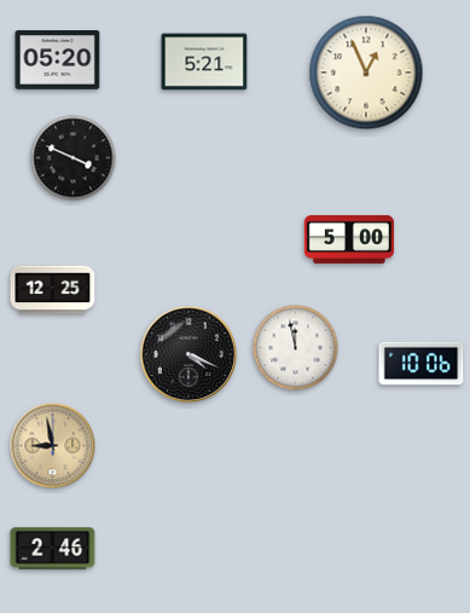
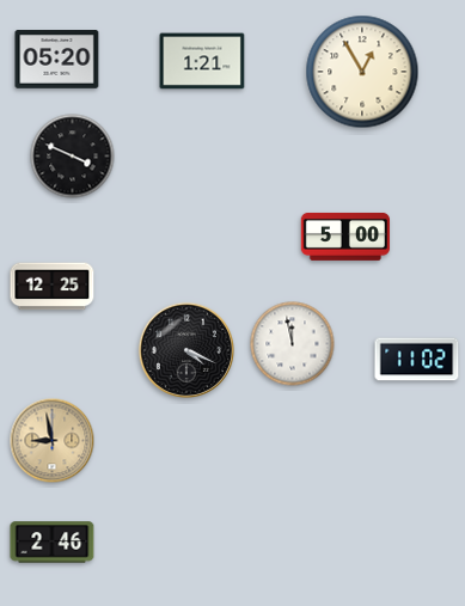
clock at (204, 62): 5:21 -> 1:21
clock at (366, 73): 12:56 -> 12:55
clock at (422, 364): 10:06 -> 11:02
